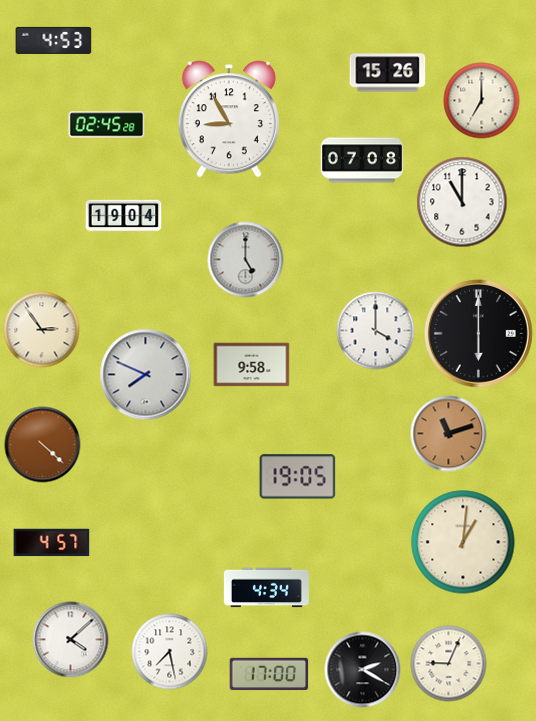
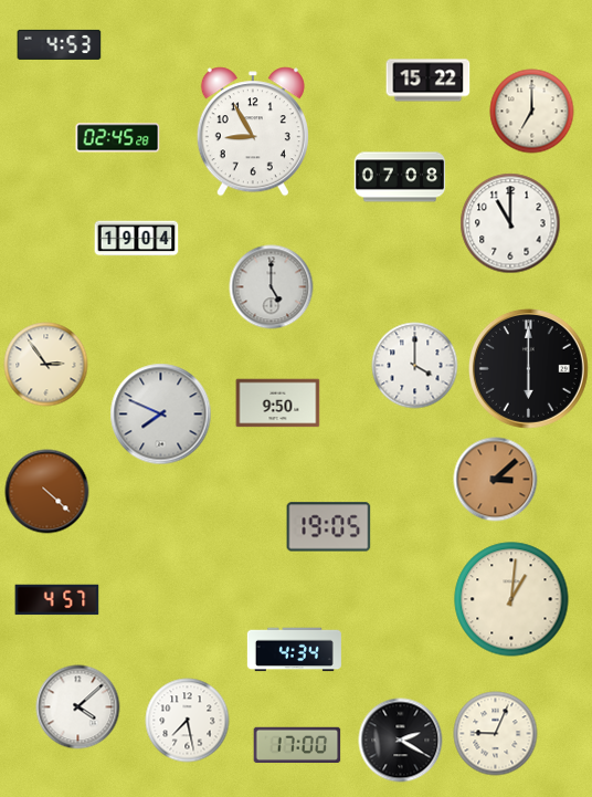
clock at (388, 73): 15:26 -> 15:22
clock at (252, 365): 9:58 -> 9:50
clock at (449, 434): 11:12 -> 3:08
